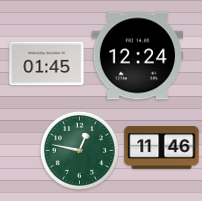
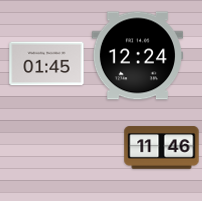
clock at (79, 150): 12:47 -> none
